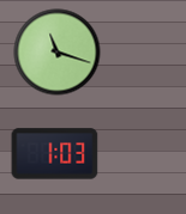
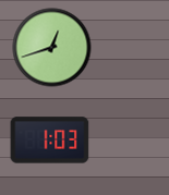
clock at (58, 53): 11:18 -> 12:42
